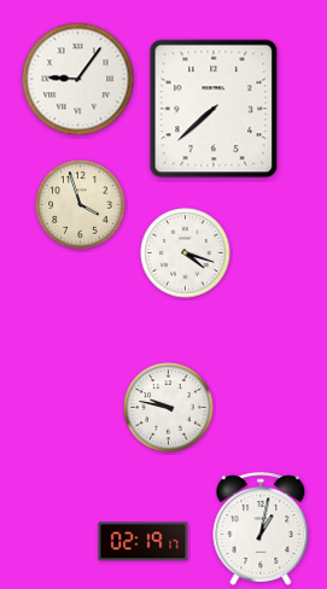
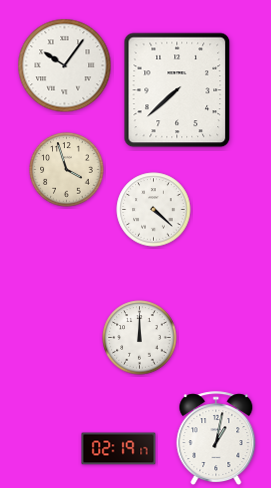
clock at (78, 80): 9:06 -> 10:06
clock at (186, 253): 4:18 -> 4:22
clock at (169, 408): 9:47 -> 12:00
